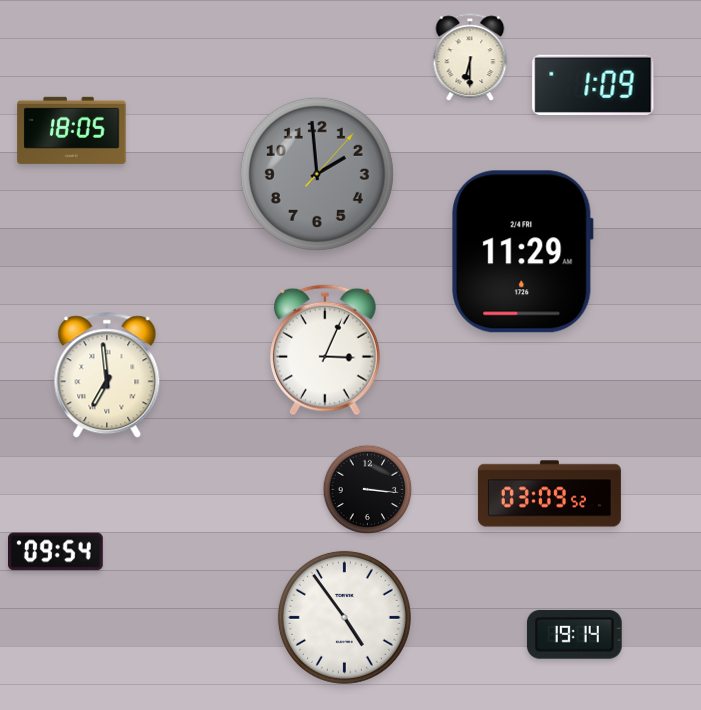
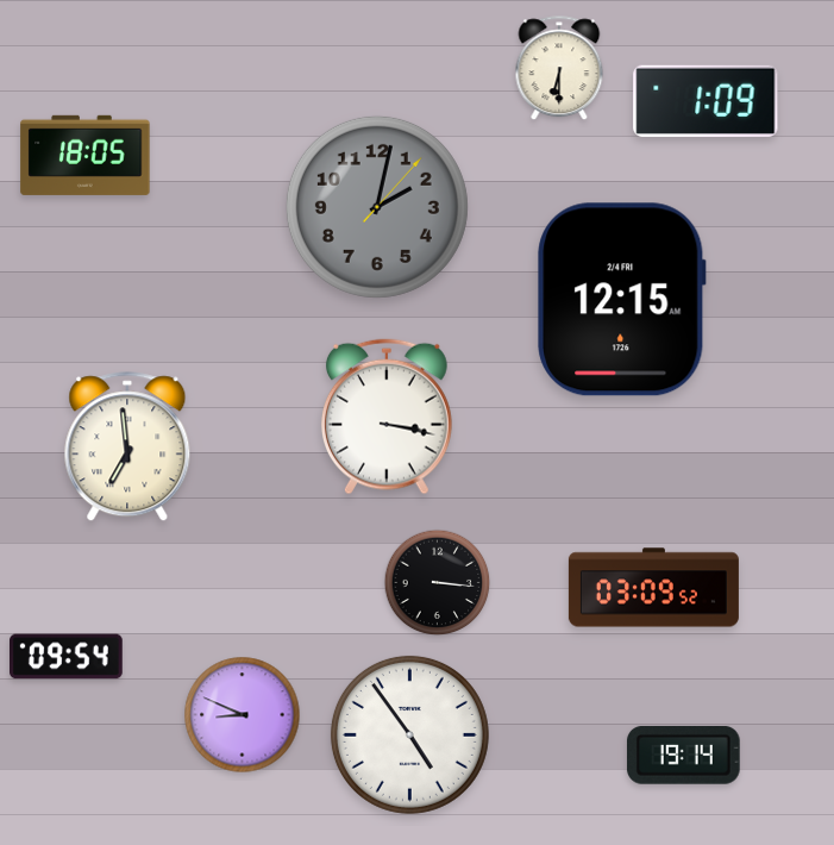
clock at (317, 174): 1:59 -> 2:02
clock at (523, 252): 11:29 -> 12:15
clock at (325, 350): 3:04 -> 3:17
clock at (243, 715): none -> 8:49
